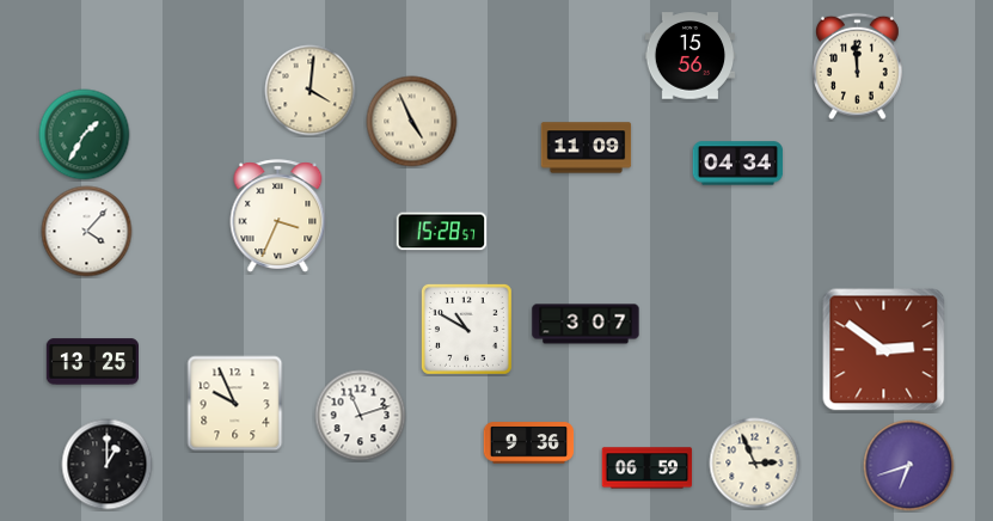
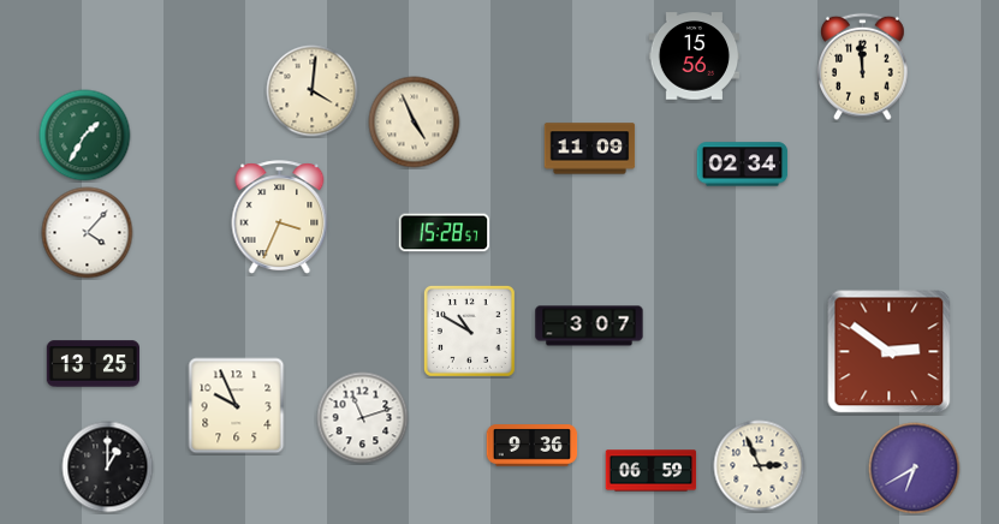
clock at (738, 164): 04:34 -> 02:34
clock at (909, 466): 6:42 -> 6:40
